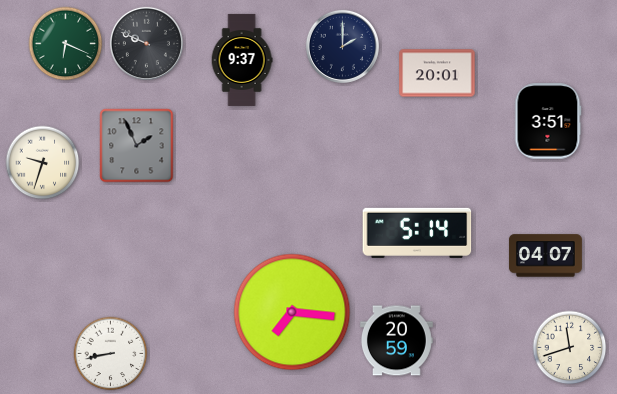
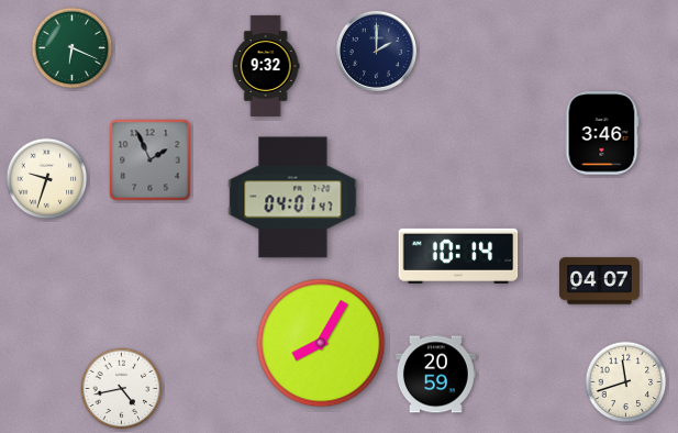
clock at (146, 43): 9:49 -> none
clock at (242, 60): 9:37 -> 9:32
clock at (437, 73): 20:01 -> none
clock at (548, 121): 3:51 -> 3:46
clock at (293, 198): none -> 04:01
clock at (417, 233): 5:14 -> 10:14
clock at (292, 312): 7:16 -> 8:05
clock at (111, 354): 8:43 -> 4:43
